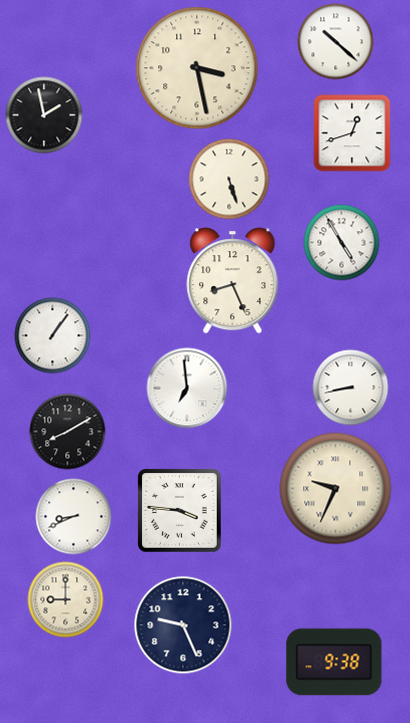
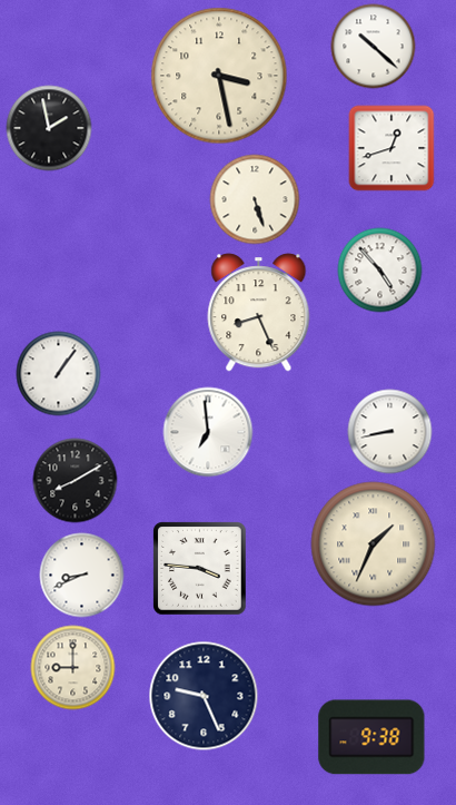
clock at (342, 243): 4:55 -> 4:53
clock at (336, 489): 9:34 -> 1:34
